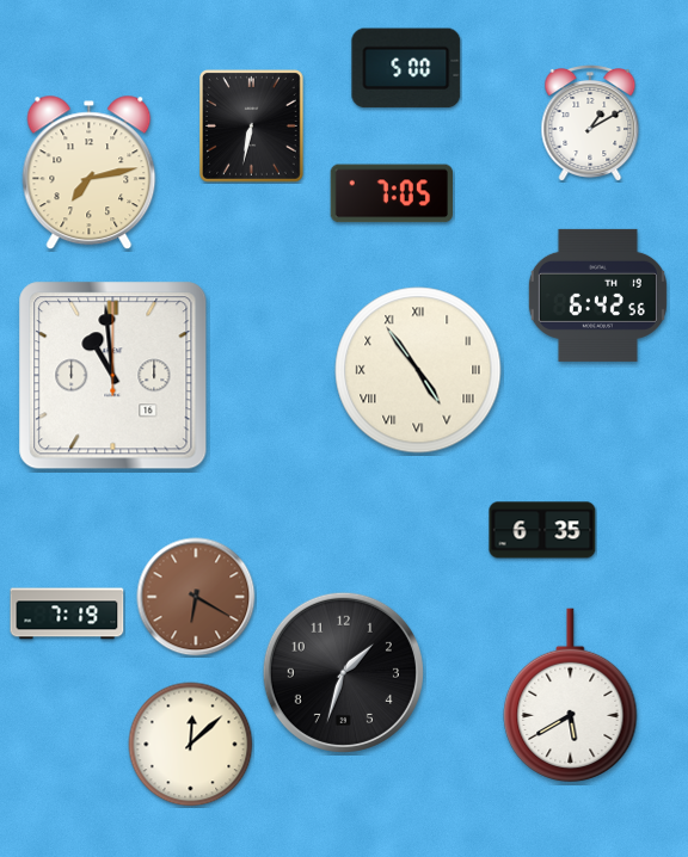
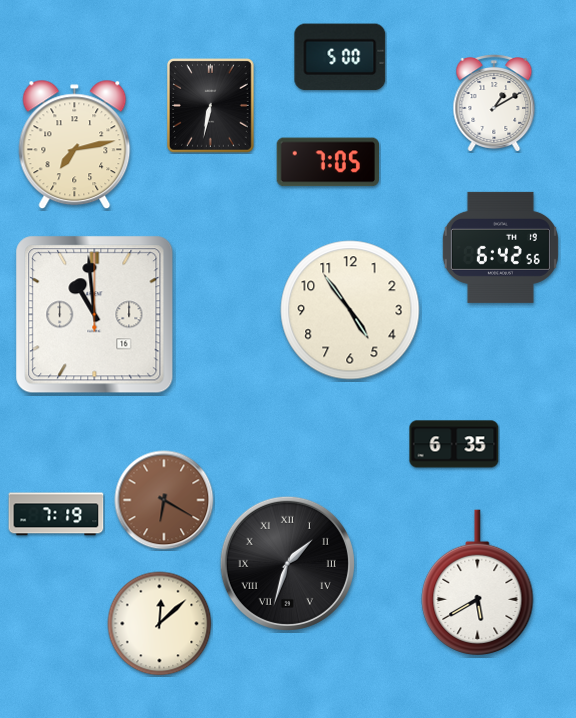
clock at (418, 370) numerals: Roman -> Arabic
clock at (343, 672) numerals: Arabic -> Roman
